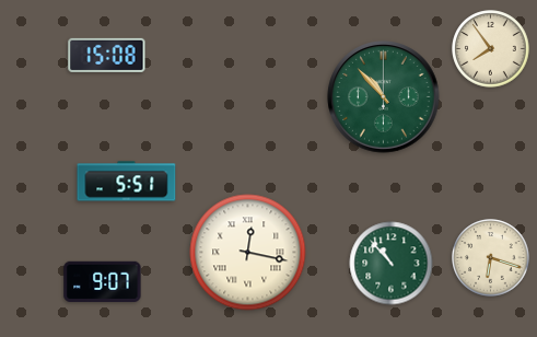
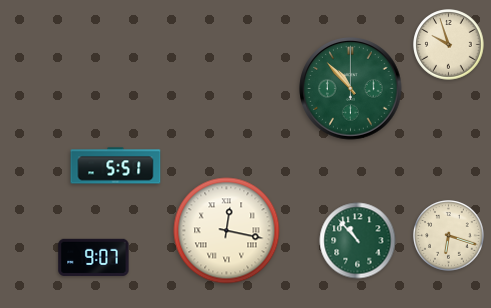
clock at (491, 49): 7:54 -> 9:57
clock at (107, 55): 15:08 -> none
